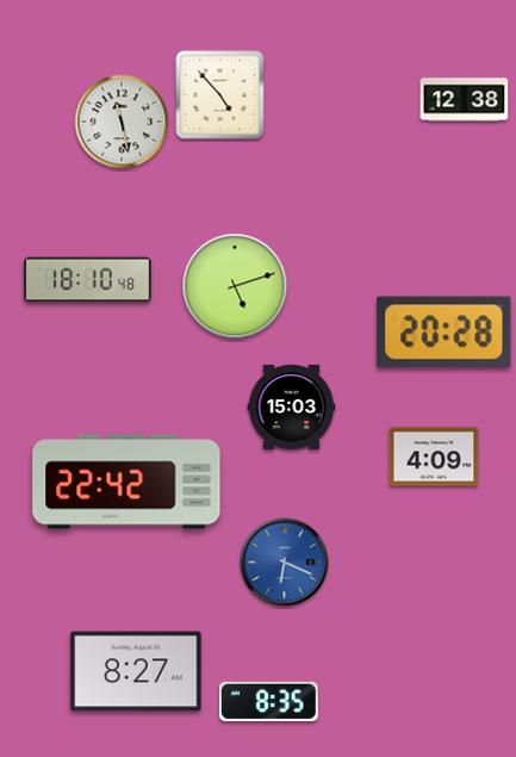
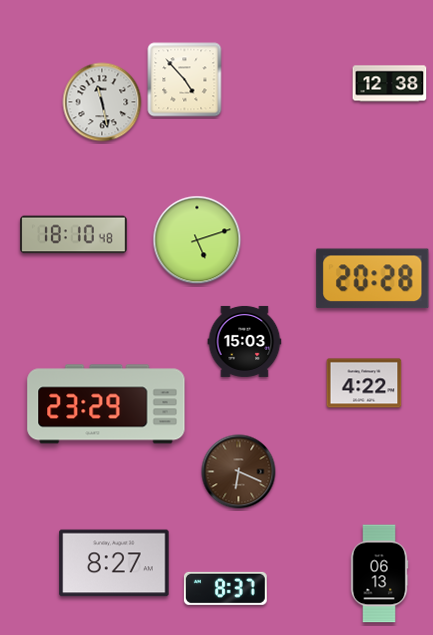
clock at (434, 457): 4:09 -> 4:22
clock at (126, 482): 22:42 -> 23:29
clock at (285, 563) dial: blue -> brown
clock at (379, 574): none -> 06:13
clock at (268, 701): 8:35 -> 8:37
